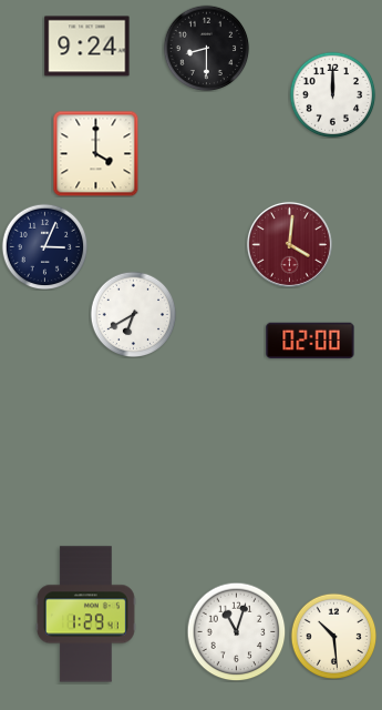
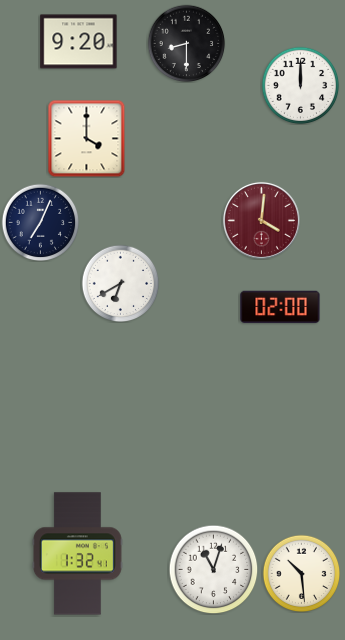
clock at (87, 47): 9:24 -> 9:20
clock at (44, 246): 3:04 -> 7:04
clock at (86, 615): 1:29 -> 1:32
